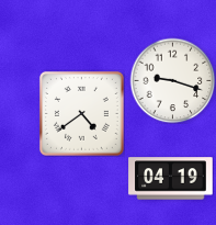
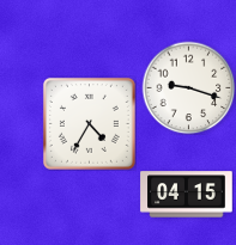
clock at (81, 113): 4:39 -> 4:35
clock at (171, 179): 04:19 -> 04:15
